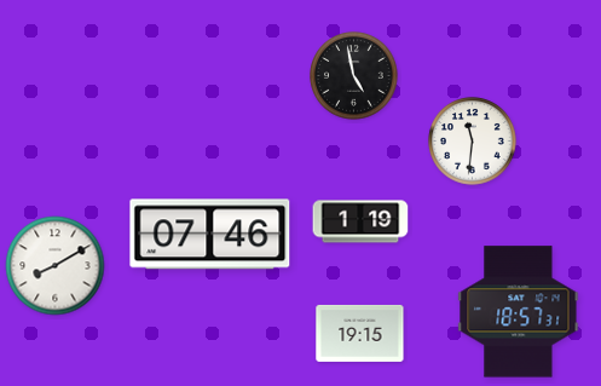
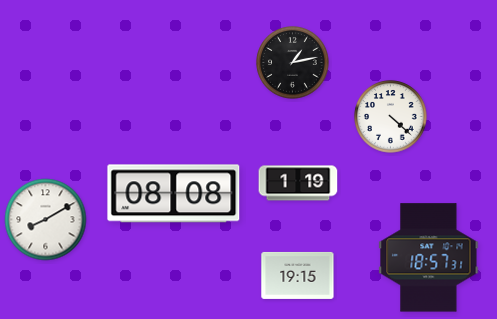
clock at (354, 76): 4:58 -> 1:13
clock at (473, 142): 11:31 -> 4:22
clock at (210, 235): 07:46 -> 08:08
